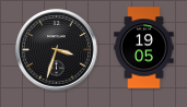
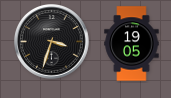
clock at (57, 50) position: (57, 50) -> (52, 42)
